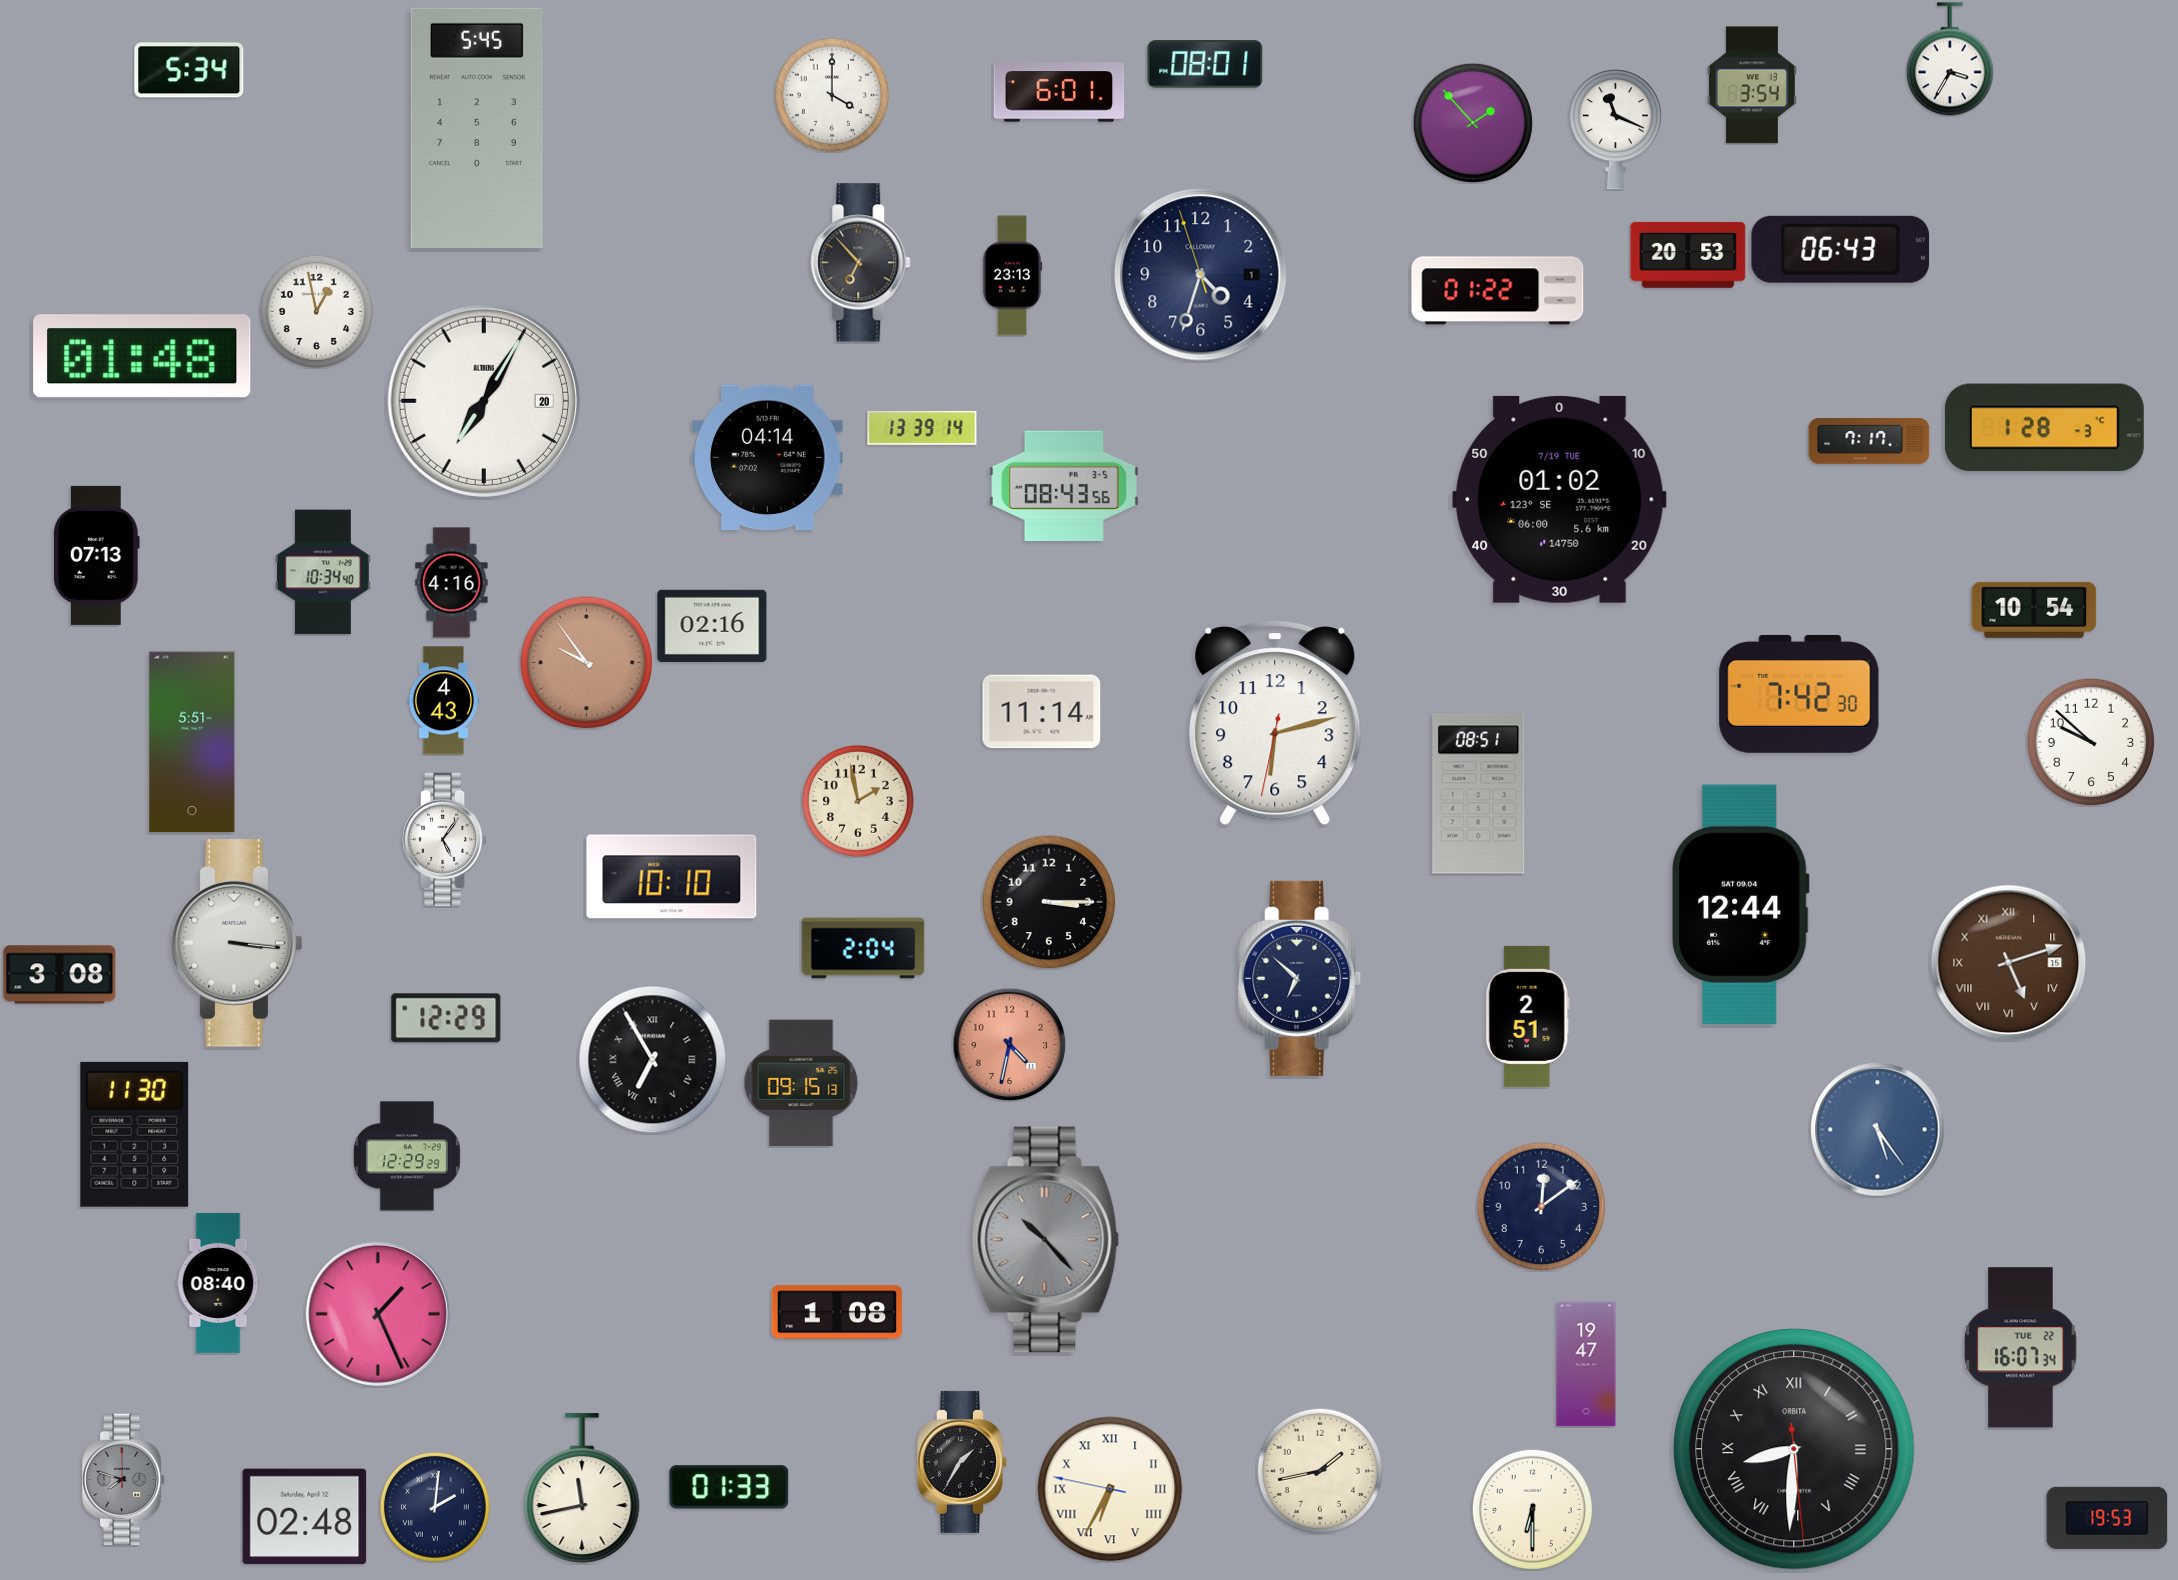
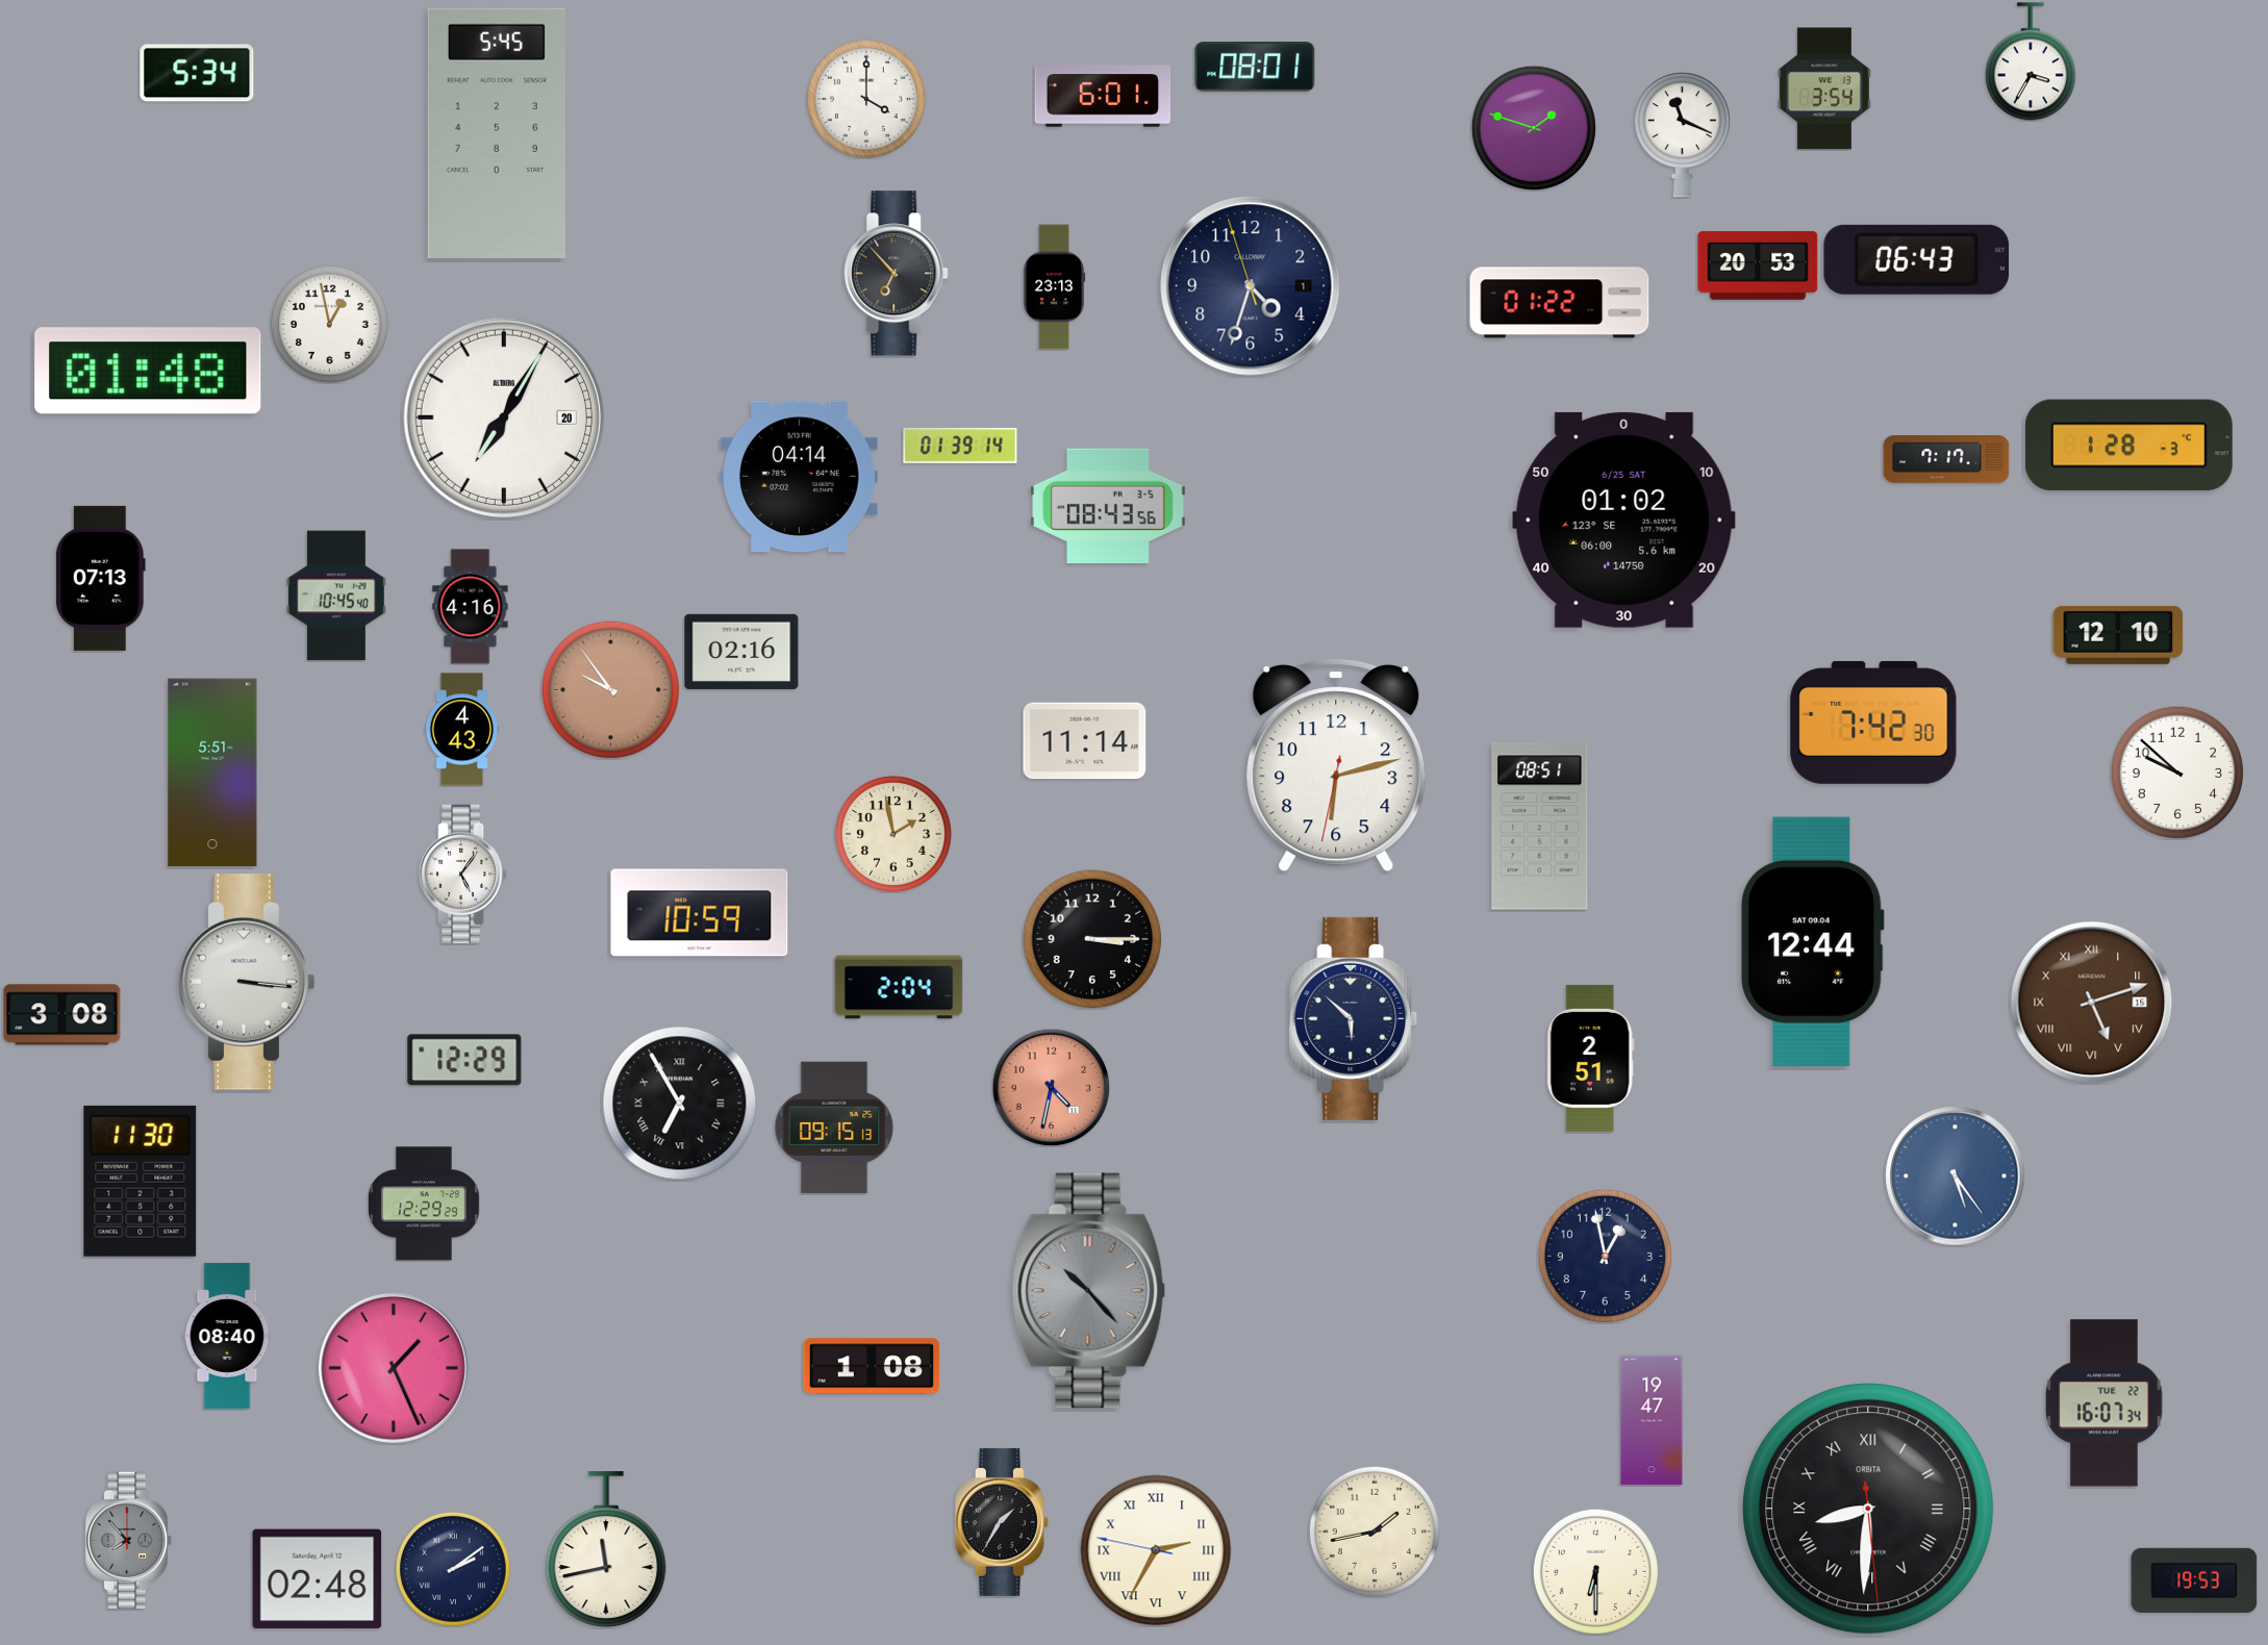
clock at (1473, 123): 1:53 -> 1:48
clock at (922, 428): 13:39 -> 01:39
clock at (1560, 499) date: 7/19 TUE -> 6/25 SAT
clock at (323, 572): 10:34 -> 10:45
clock at (2034, 610): 10:54 -> 12:10
clock at (1275, 723) position: (1275, 723) -> (1336, 765)
clock at (192, 742) position: (192, 742) -> (212, 773)
clock at (672, 877): 10:10 -> 10:59
clock at (1300, 978): 6:52 -> 5:52
clock at (1541, 1206): 12:09 -> 12:58
clock at (125, 1479): 7:48 -> 7:53
clock at (729, 1487): 01:33 -> none
clock at (1110, 1489): 6:34 -> 2:34
clock at (435, 1507): 2:01 -> 2:09
